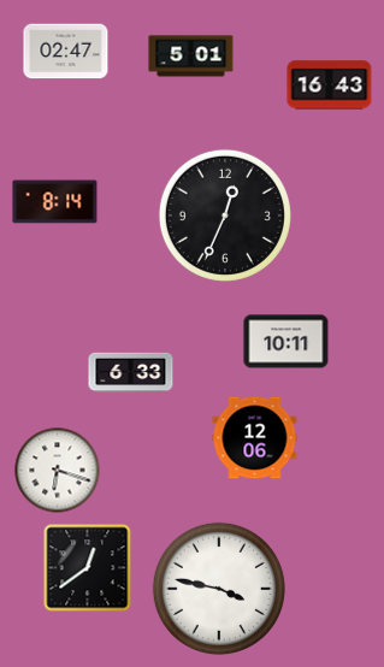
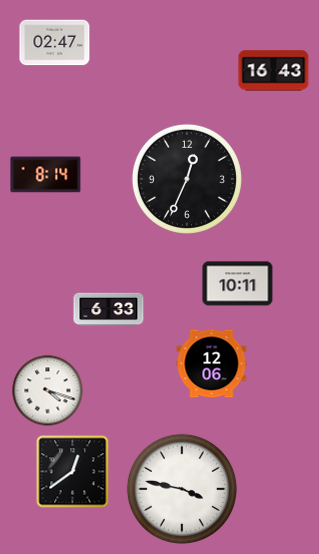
clock at (191, 57): 5:01 -> none
clock at (55, 202) position: (55, 202) -> (46, 175)
clock at (58, 471): 6:18 -> 4:18
